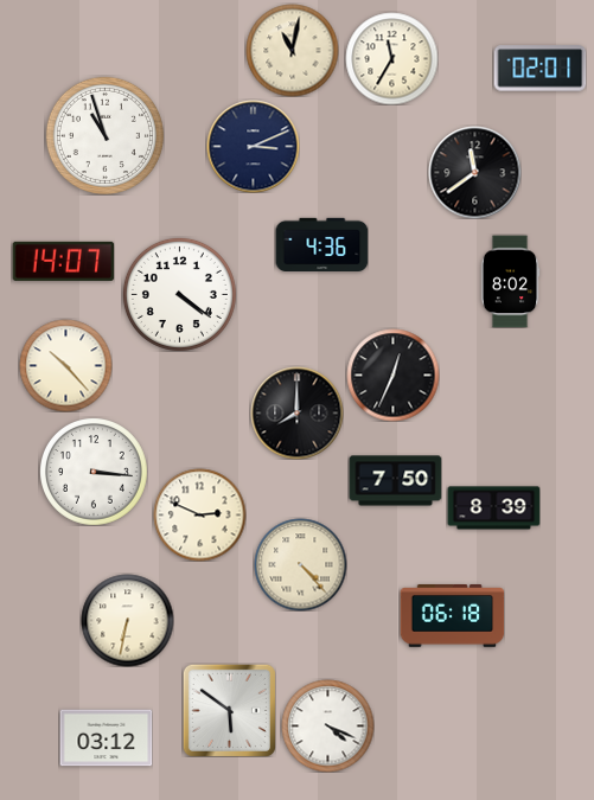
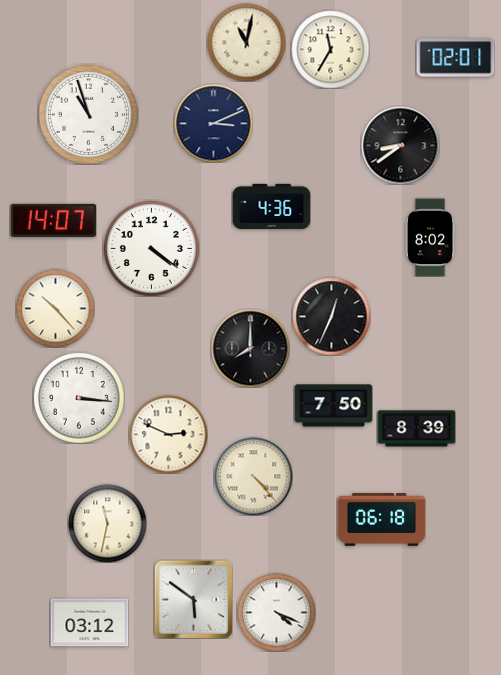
clock at (474, 172): 11:39 -> 8:39
clock at (127, 620): 6:32 -> 11:32
